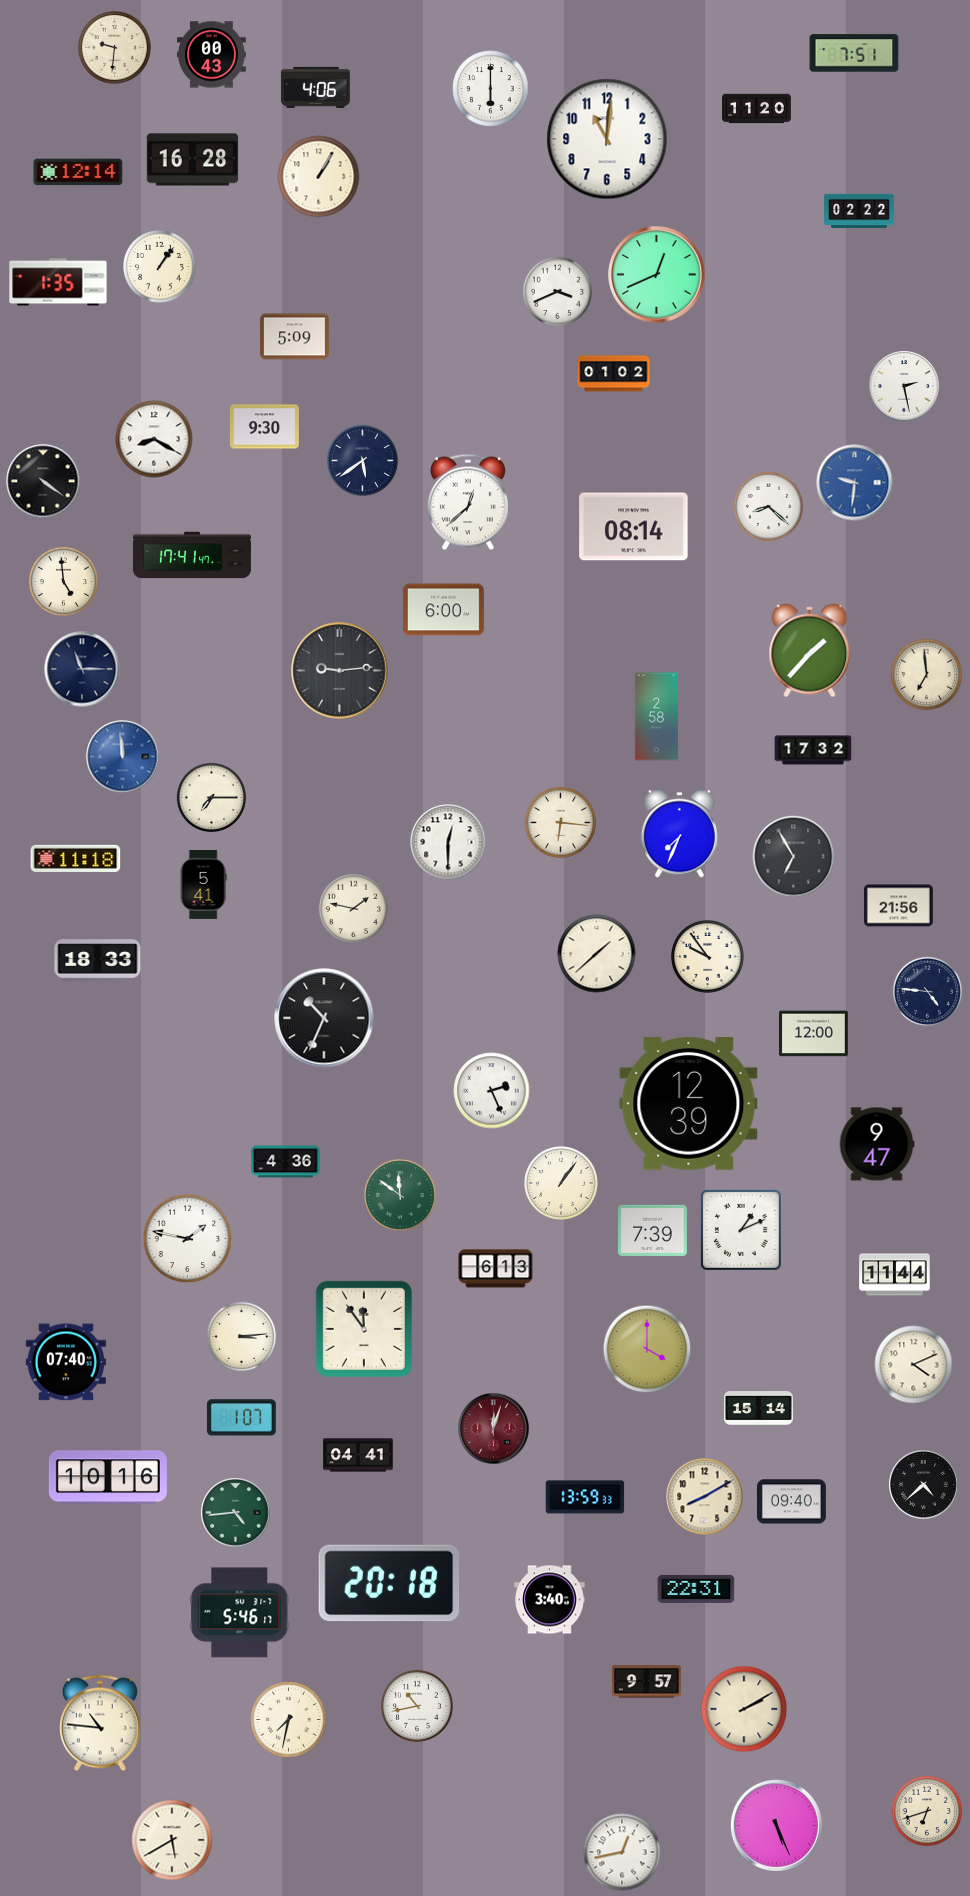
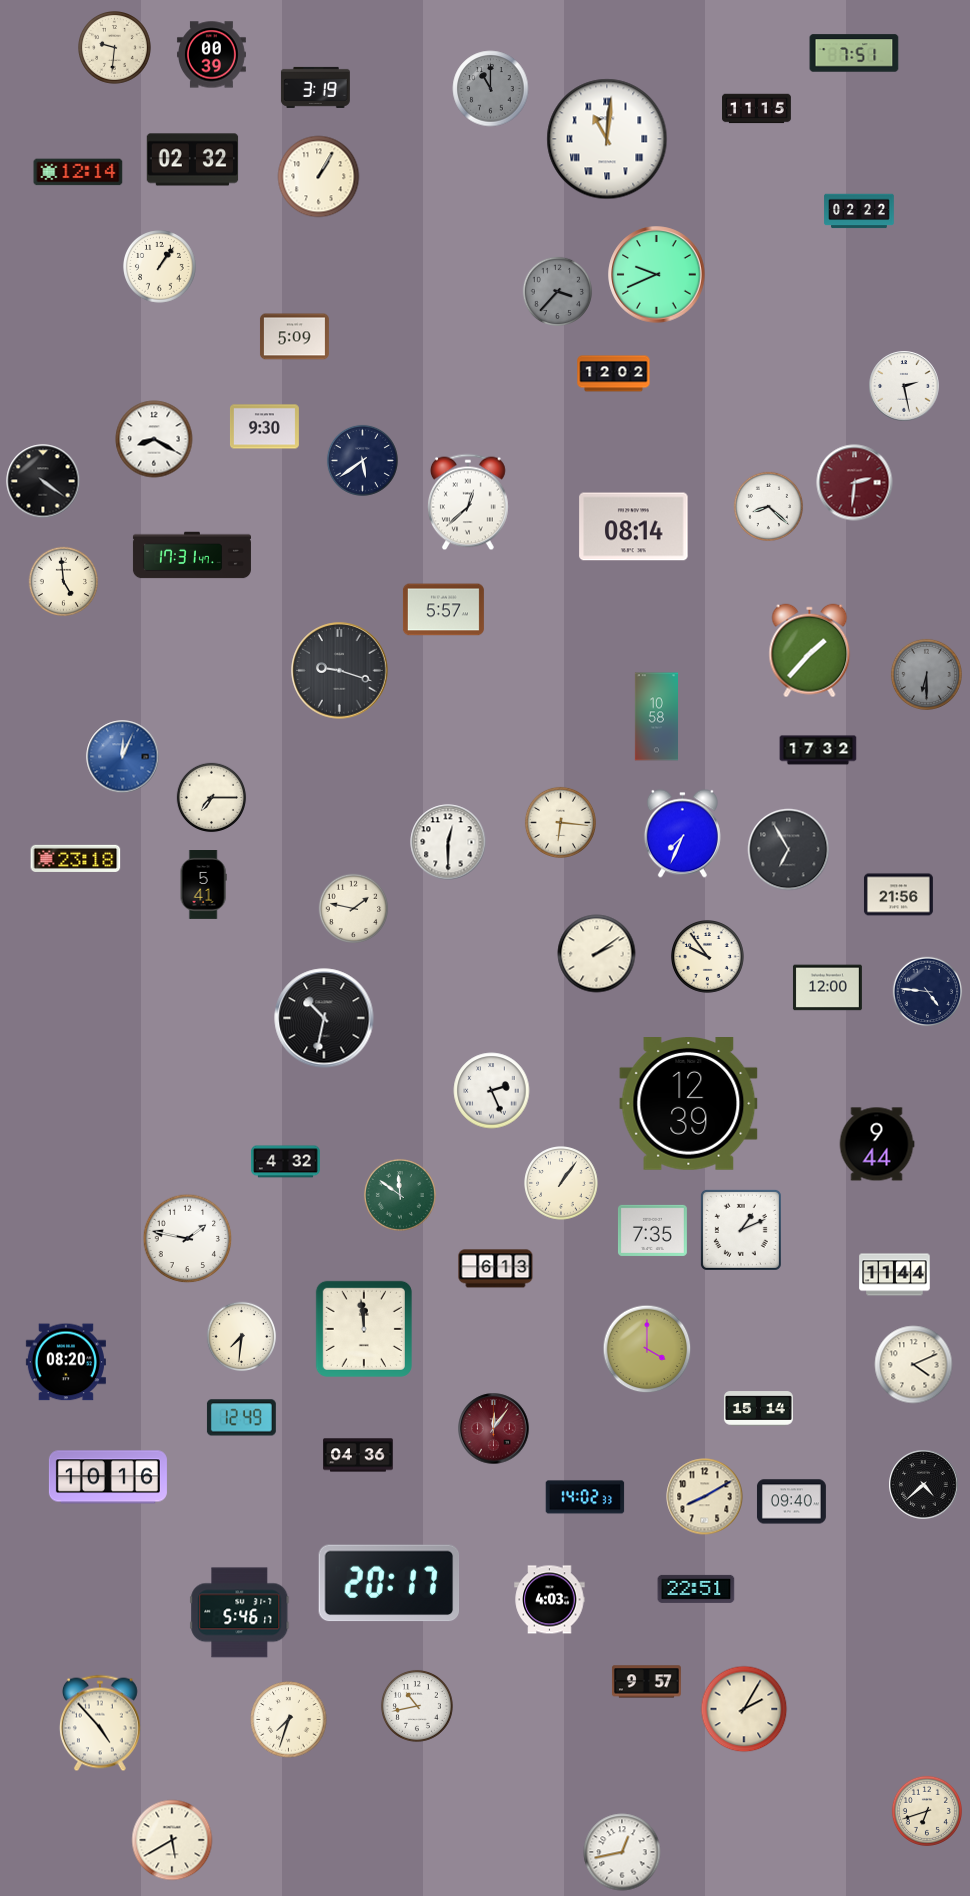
clock at (211, 55): 00:43 -> 00:39
clock at (315, 87): 4:06 -> 3:19
clock at (491, 89): 6:00 -> 11:00
clock at (491, 89) dial: white -> grey
clock at (757, 109): 11:20 -> 11:15
clock at (607, 139) numerals: Arabic -> Roman
clock at (193, 160): 16:28 -> 02:32
clock at (657, 275): 12:41 -> 9:41
clock at (58, 282): 1:35 -> none
clock at (558, 292): 3:41 -> 3:37
clock at (558, 292) dial: white -> grey
clock at (614, 374): 01:02 -> 12:02
clock at (855, 483): 9:31 -> 2:31
clock at (855, 483) dial: blue -> burgundy
clock at (192, 555): 17:41 -> 17:31
clock at (443, 610): 6:00 -> 5:57
clock at (82, 669): 11:15 -> none
clock at (340, 671): 9:14 -> 9:18
clock at (926, 674): 6:59 -> 6:30
clock at (926, 674) dial: cream -> grey
clock at (656, 717): 2:58 -> 10:58
clock at (813, 750) position: (813, 750) -> (818, 750)
clock at (123, 757): 11:59 -> 12:04
clock at (679, 834) position: (679, 834) -> (682, 834)
clock at (794, 857) position: (794, 857) -> (789, 850)
clock at (76, 858): 11:18 -> 23:18
clock at (898, 906) position: (898, 906) -> (898, 895)
clock at (597, 954): 1:38 -> 2:09
clock at (98, 961): 18:33 -> none
clock at (324, 1018): 10:34 -> 10:32
clock at (813, 1034) position: (813, 1034) -> (827, 988)
clock at (877, 1144): 9:47 -> 9:44
clock at (285, 1162): 4:36 -> 4:32
clock at (652, 1230): 7:39 -> 7:35
clock at (364, 1329): 11:54 -> 11:59
clock at (242, 1337): 3:14 -> 7:31
clock at (66, 1362): 07:40 -> 08:20
clock at (241, 1418): 1:07 -> 12:49
clock at (494, 1429): 12:03 -> 12:06
clock at (358, 1455): 04:41 -> 04:36
clock at (585, 1497): 13:59 -> 14:02
clock at (236, 1513): 4:44 -> none
clock at (389, 1583): 20:18 -> 20:17
clock at (696, 1589): 22:31 -> 22:51
clock at (550, 1600): 3:40 -> 4:03
clock at (744, 1709): 2:10 -> 2:05
clock at (289, 1720): 7:32 -> 7:33
clock at (100, 1723): 10:46 -> 4:53
clock at (776, 1825): 5:26 -> none
